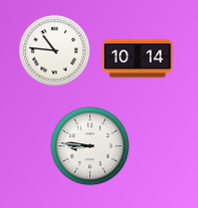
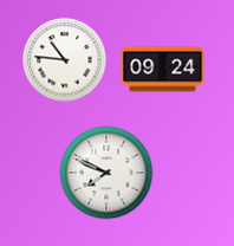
clock at (138, 59): 10:14 -> 09:24
clock at (90, 146): 8:46 -> 7:49
